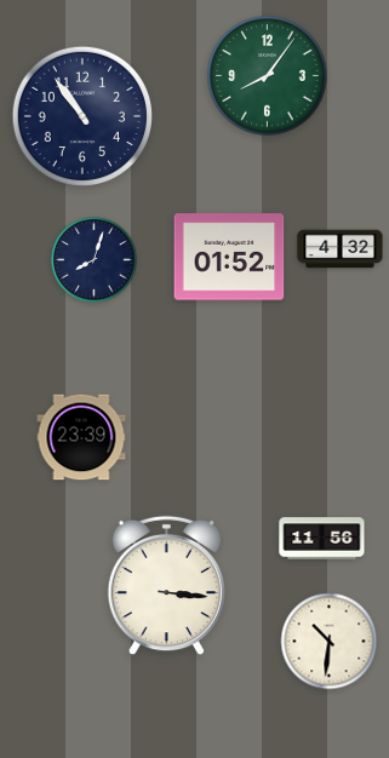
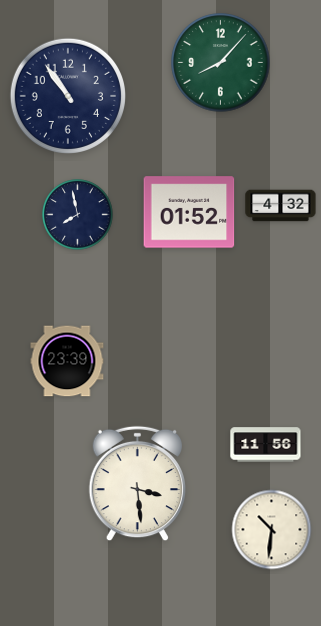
clock at (268, 76): 8:06 -> 8:07
clock at (95, 260): 8:03 -> 7:58
clock at (166, 586): 3:16 -> 3:29
